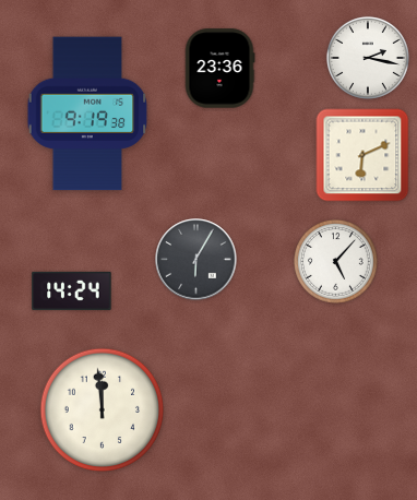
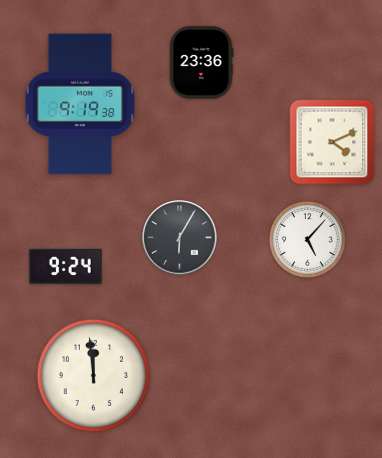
clock at (368, 58): 2:17 -> none
clock at (362, 155): 6:11 -> 4:11
clock at (72, 290): 14:24 -> 9:24
